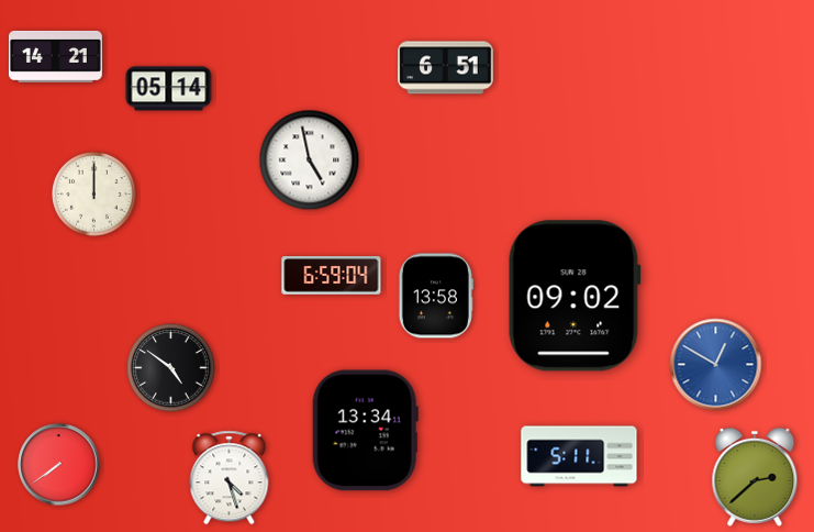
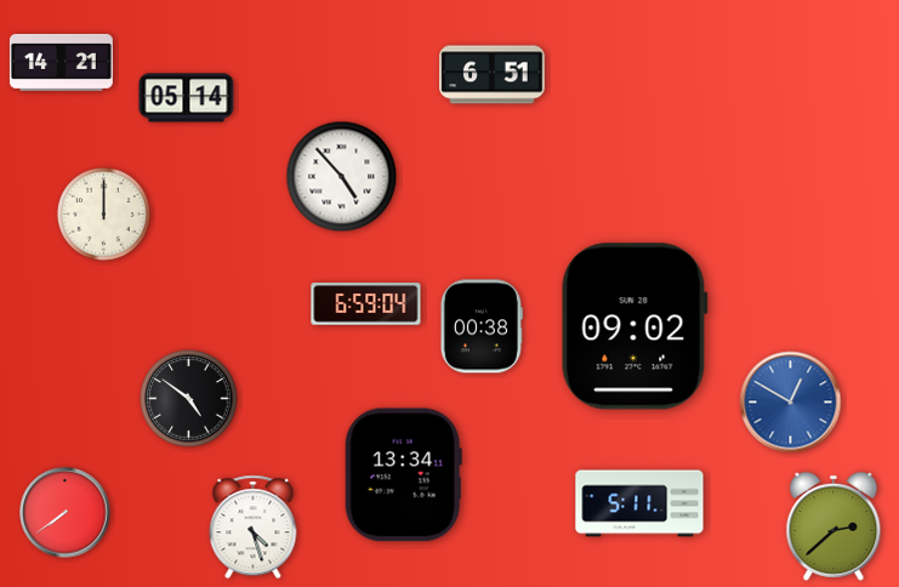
clock at (310, 160): 4:58 -> 4:53
clock at (436, 296): 13:58 -> 00:38
clock at (171, 368) position: (171, 368) -> (189, 399)
